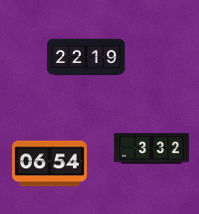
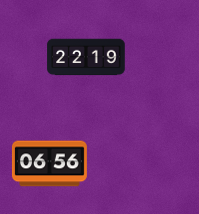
clock at (151, 149): 3:32 -> none
clock at (49, 164): 06:54 -> 06:56
